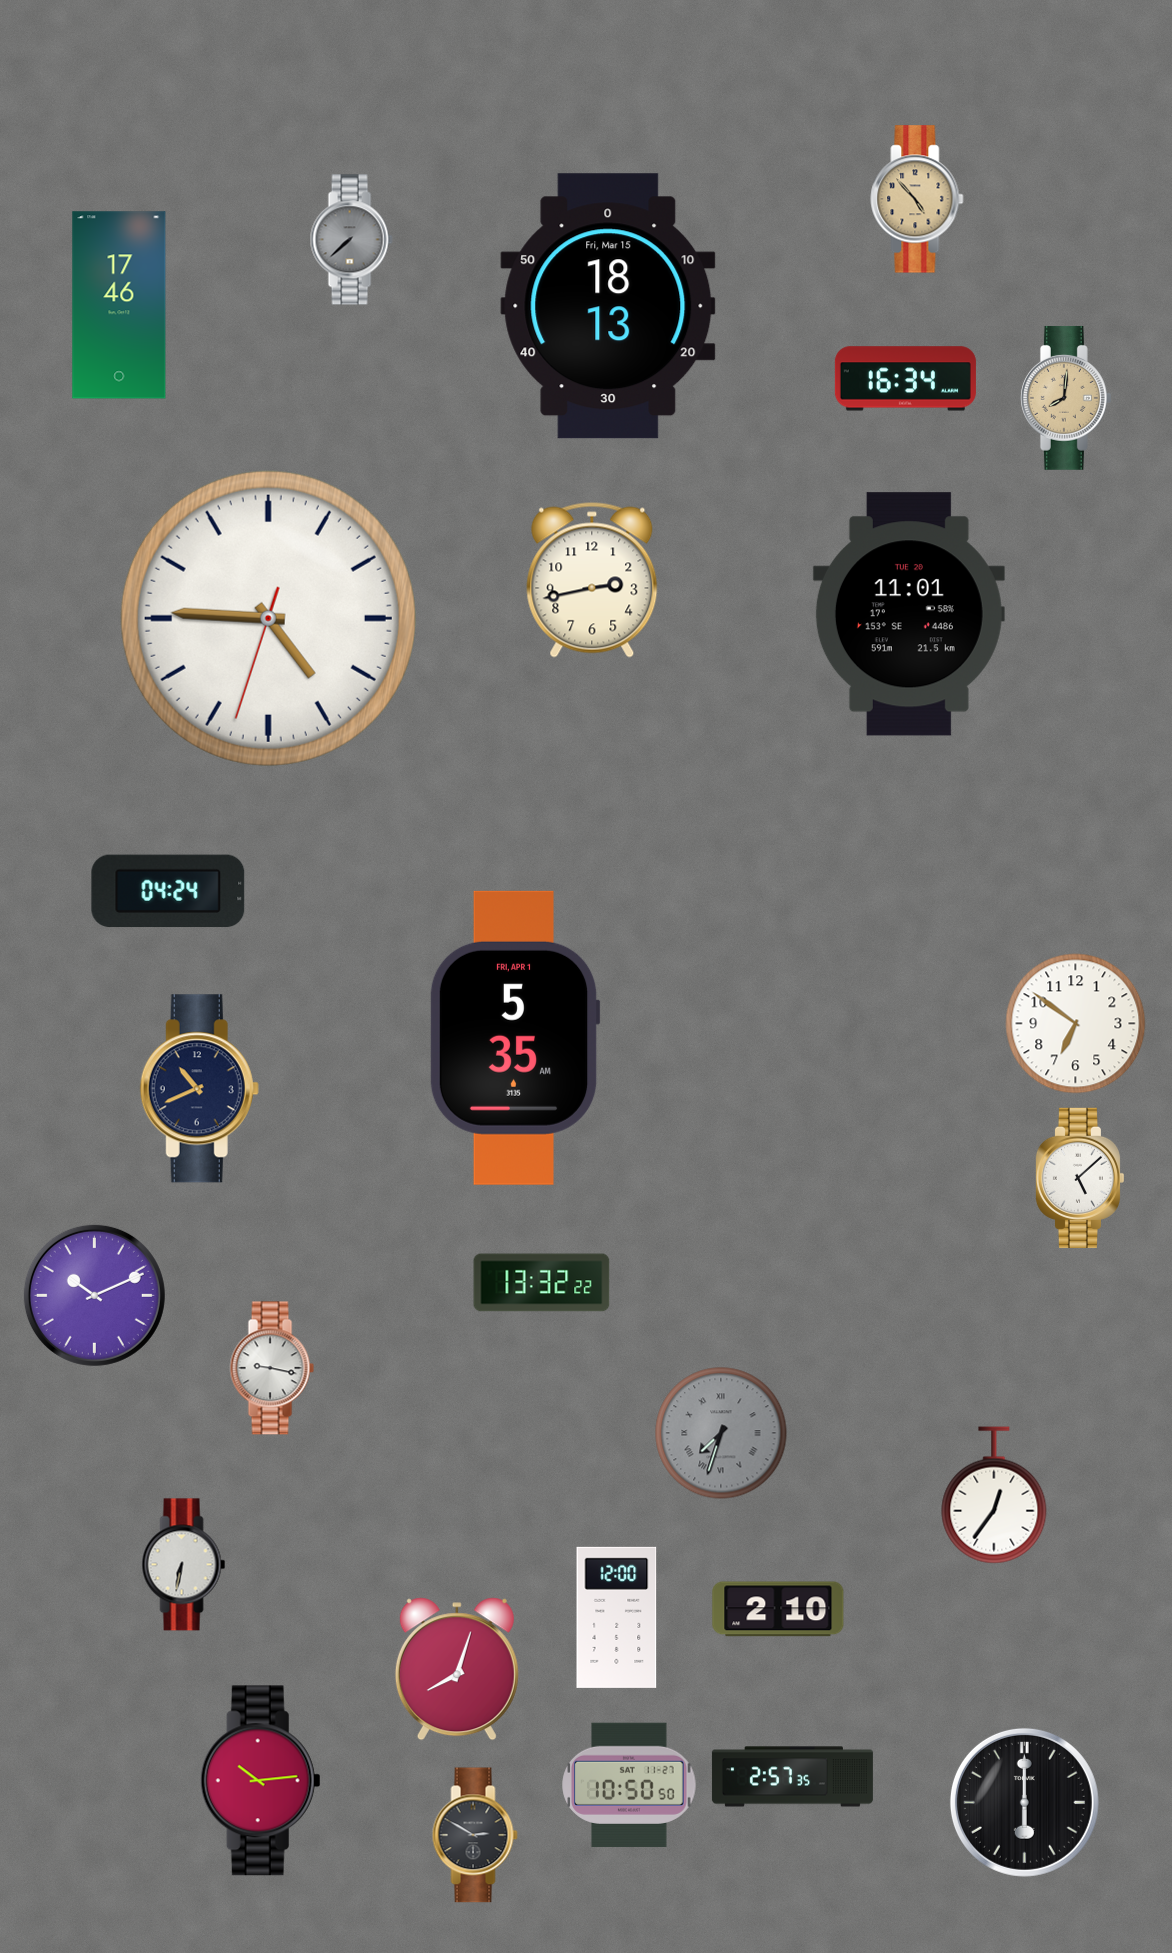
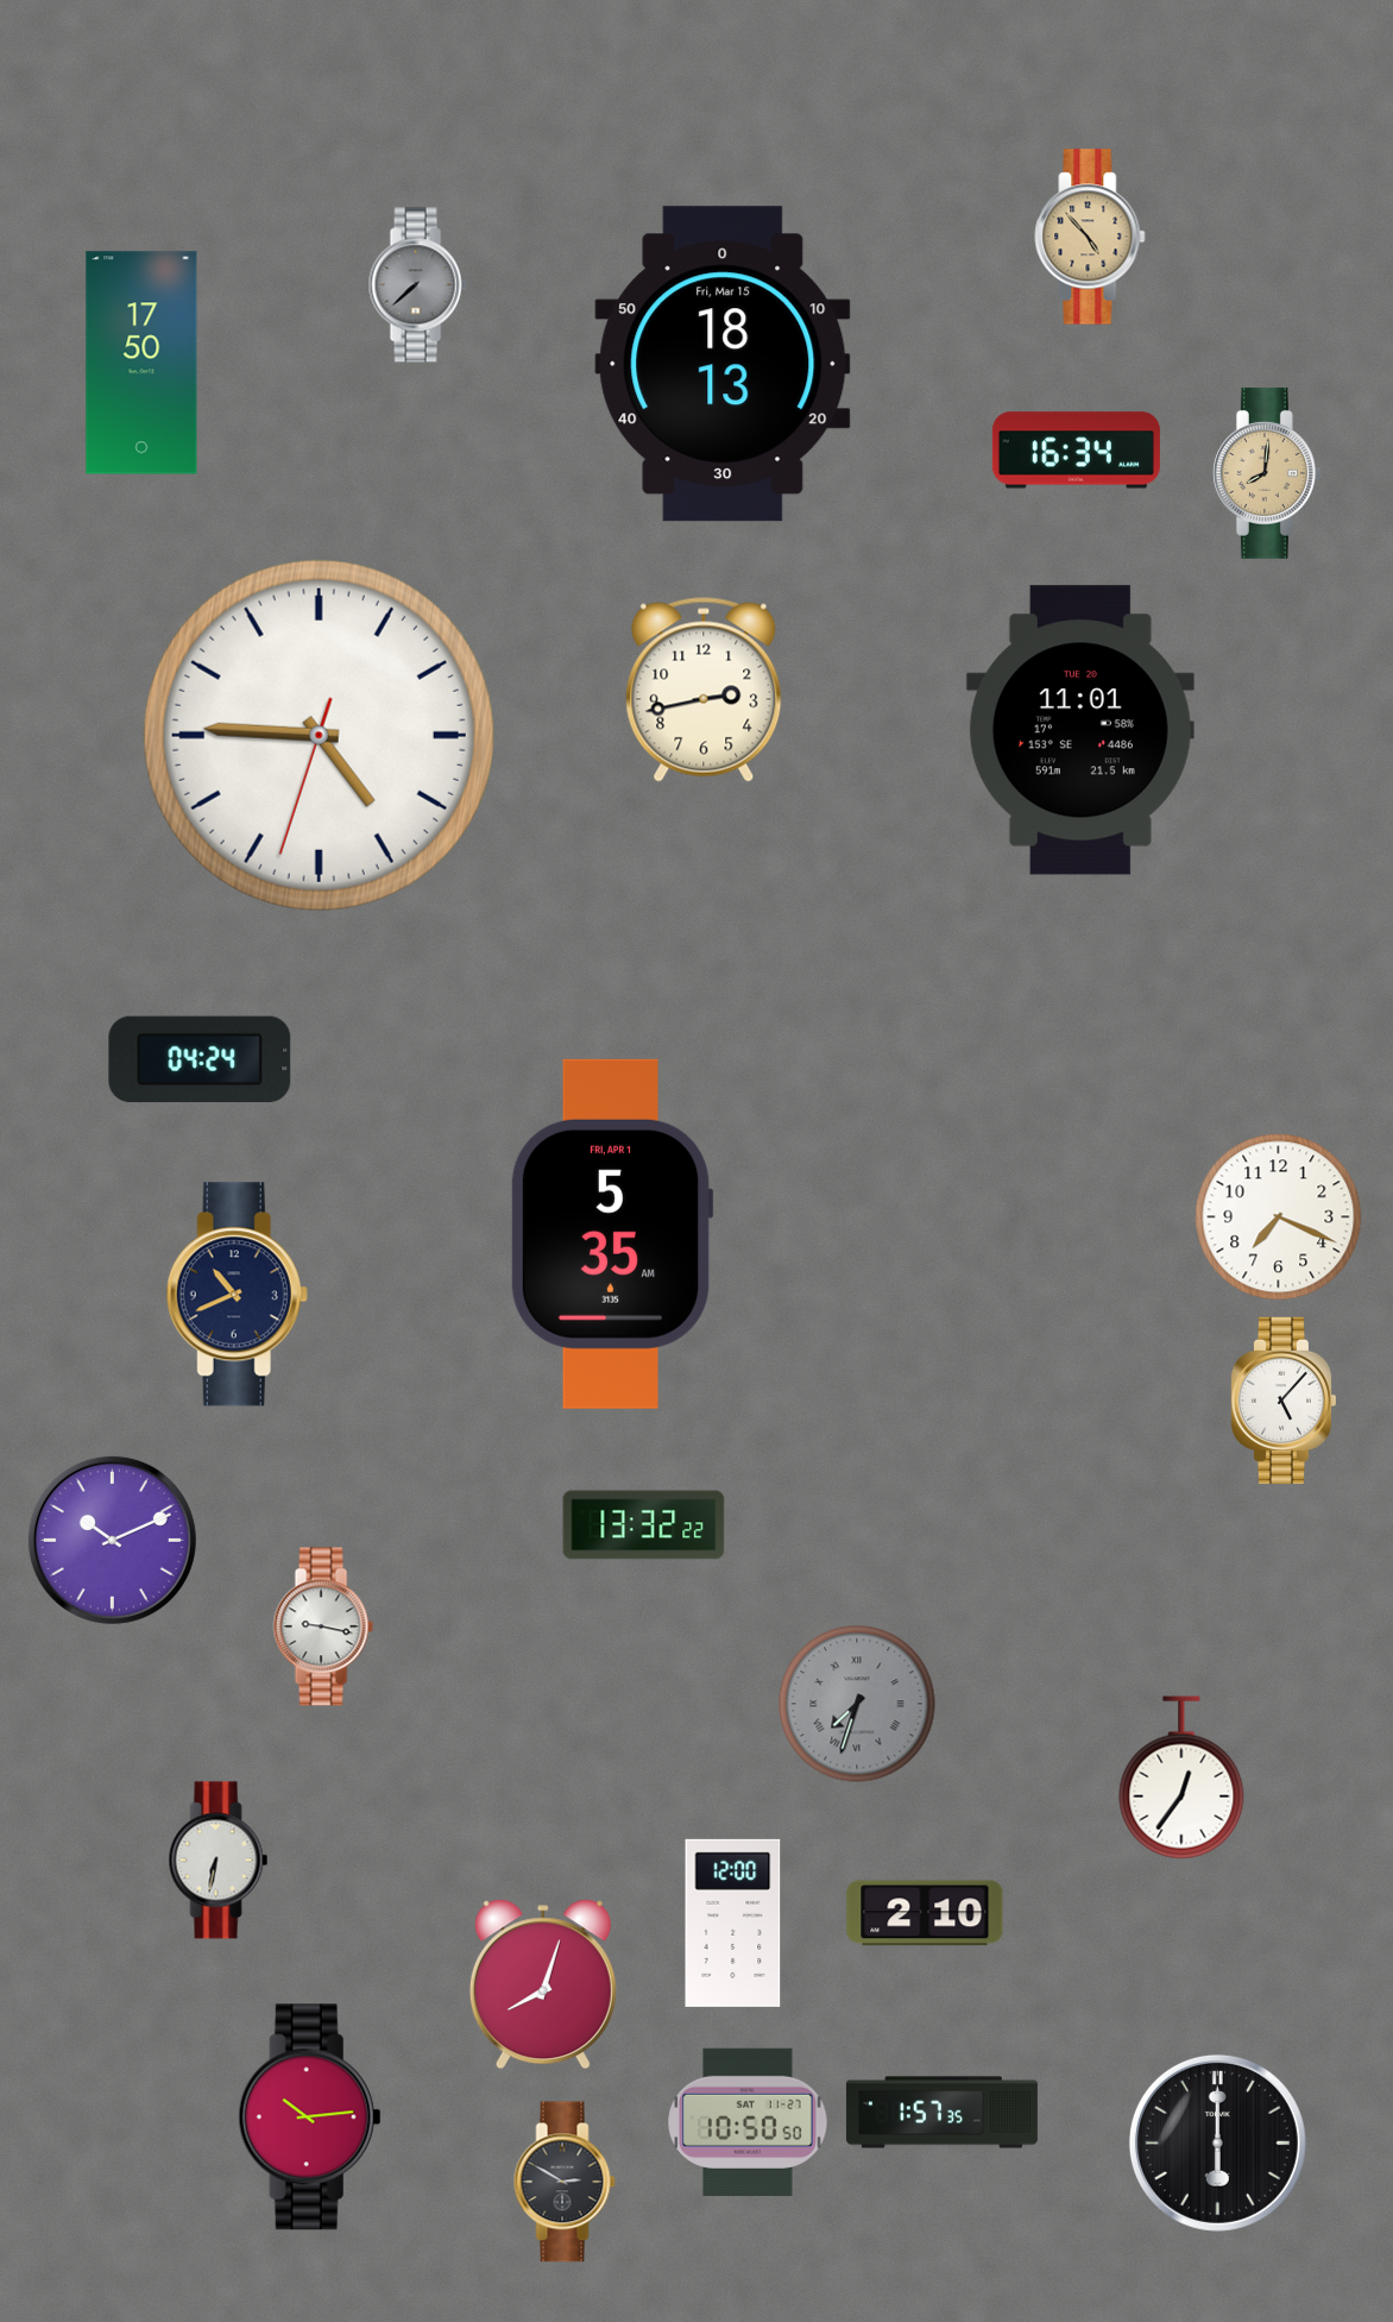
clock at (119, 305): 17:46 -> 17:50
clock at (1076, 1024): 6:51 -> 7:19
clock at (1079, 1178): 5:08 -> 5:07
clock at (792, 1777): 2:57 -> 1:57
